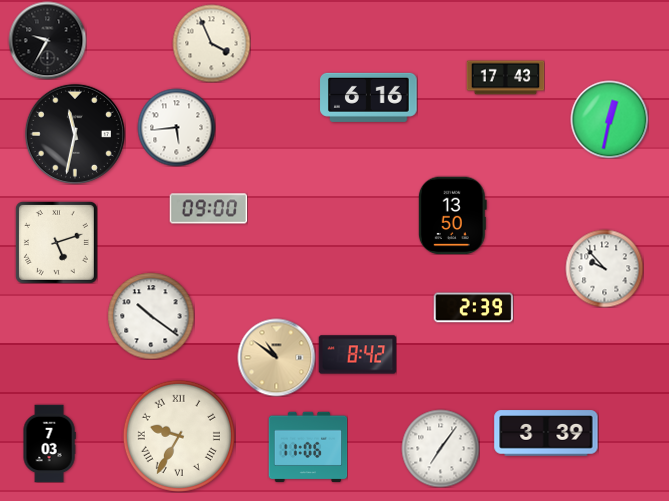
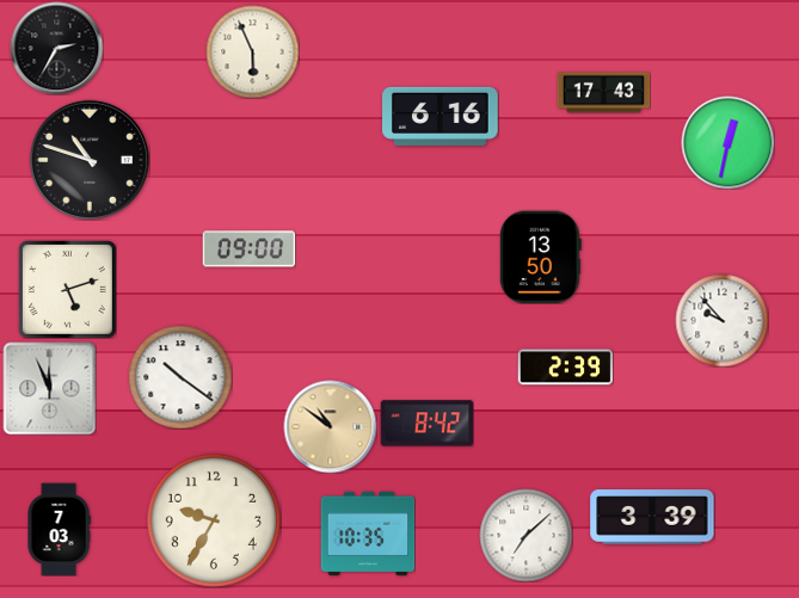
clock at (47, 40): 9:35 -> 2:35
clock at (211, 43): 3:56 -> 5:56
clock at (176, 127): 5:44 -> none
clock at (75, 134): 11:32 -> 10:48
clock at (49, 388): none -> 11:56
clock at (179, 436) numerals: Roman -> Arabic
clock at (308, 447): 11:06 -> 10:35
clock at (440, 448): 7:06 -> 7:08
